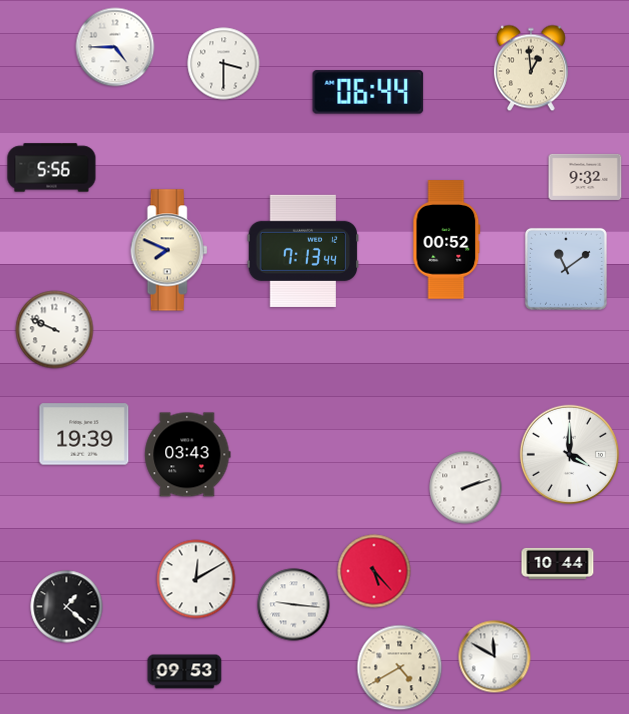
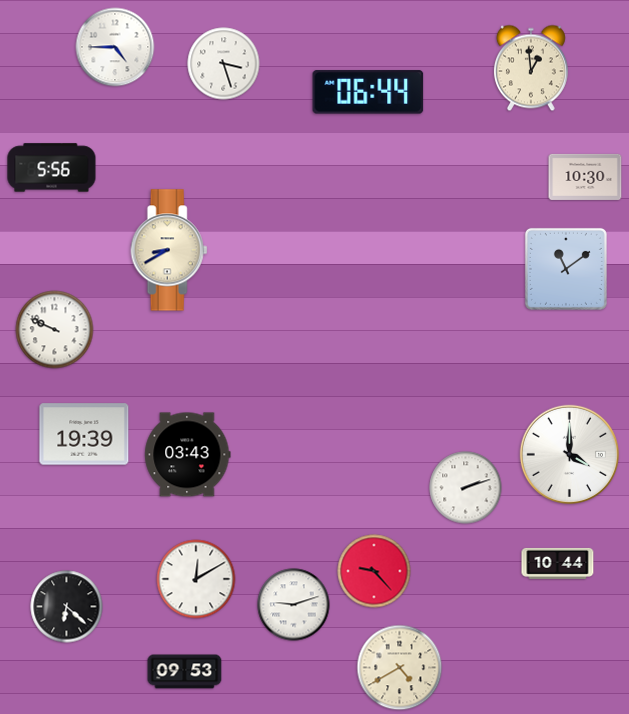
clock at (224, 64): 3:30 -> 3:27
clock at (585, 177): 9:32 -> 10:30
clock at (447, 240): 00:52 -> none
clock at (169, 250): 7:49 -> 8:40
clock at (303, 251): 7:13 -> none
clock at (374, 571): 5:23 -> 9:23
clock at (294, 605): 9:16 -> 9:12
clock at (67, 607): 1:22 -> 6:22
clock at (495, 657): 11:50 -> none
